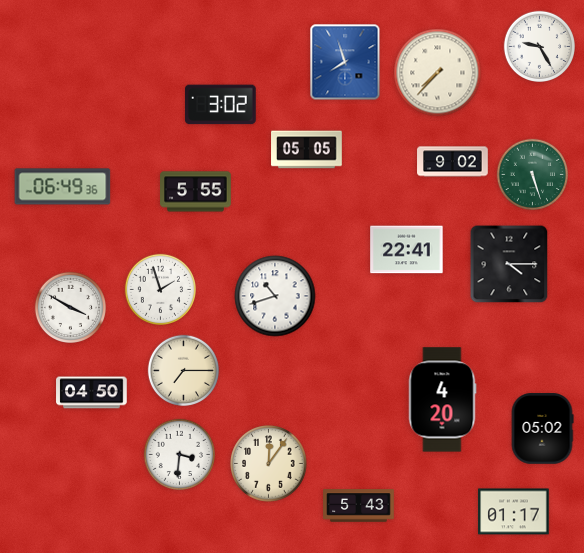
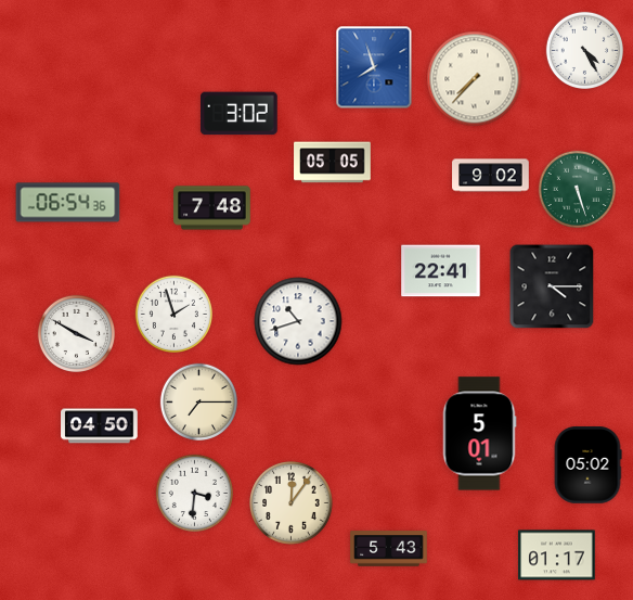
clock at (539, 46): 9:25 -> 4:25
clock at (63, 187): 06:49 -> 06:54
clock at (196, 192): 5:55 -> 7:48
clock at (442, 400): 4:20 -> 5:01
